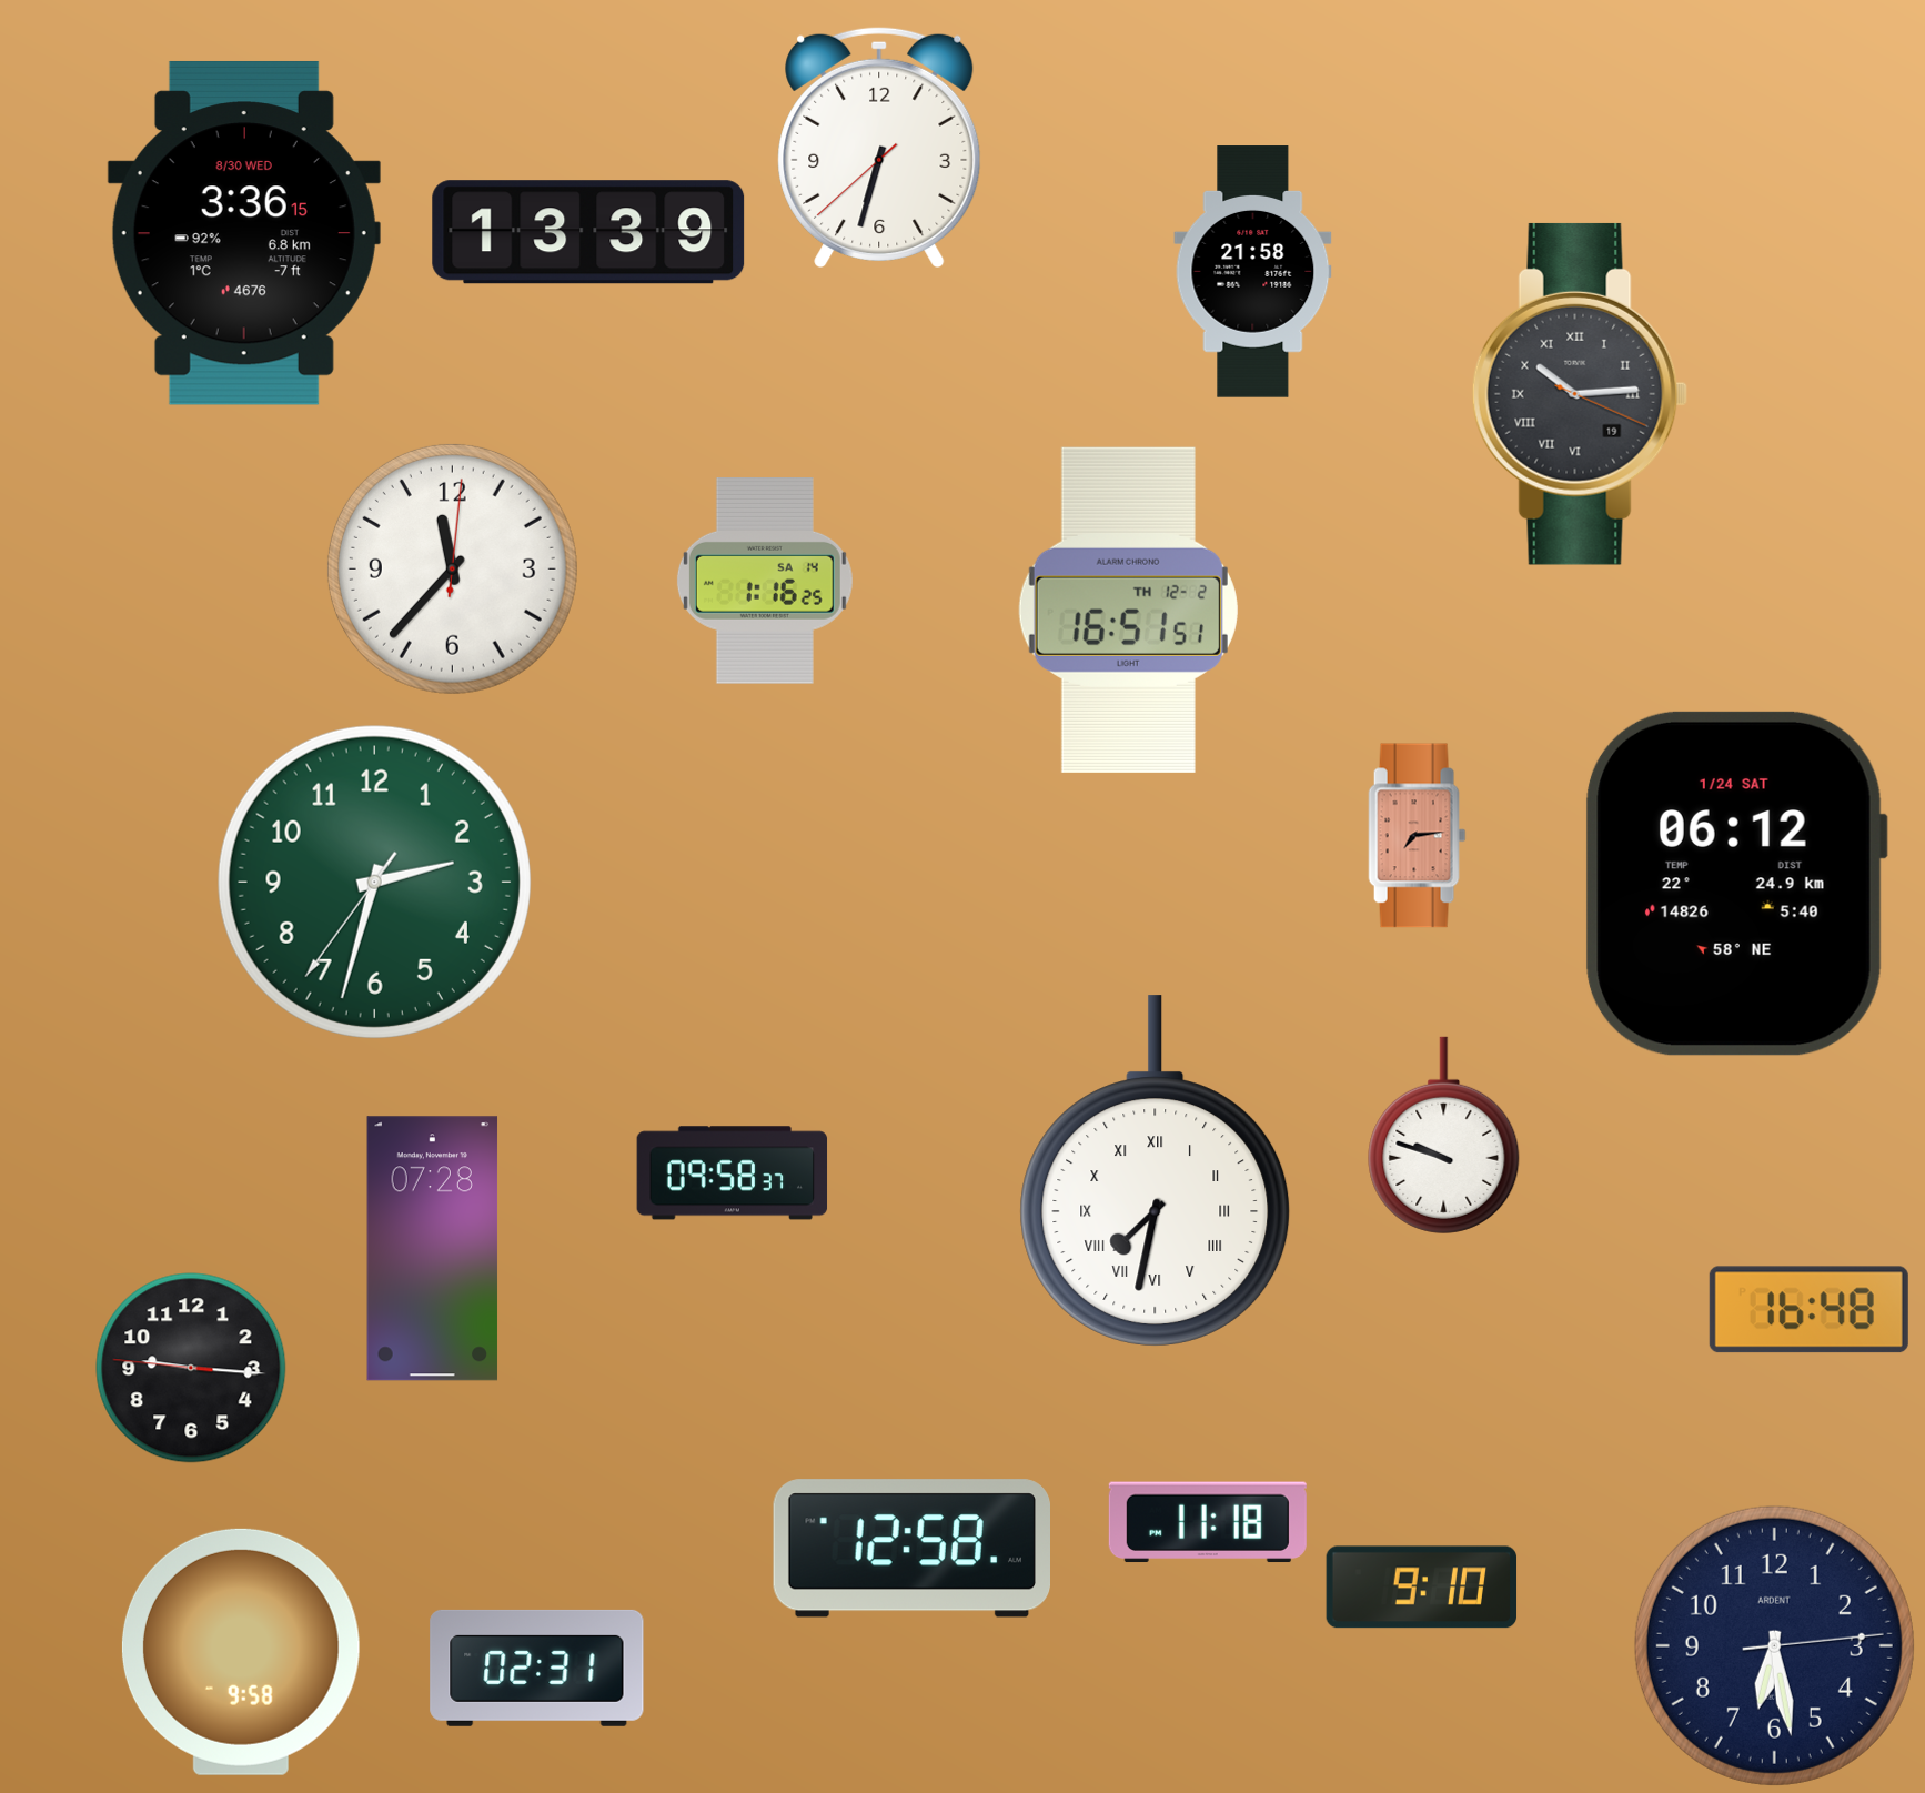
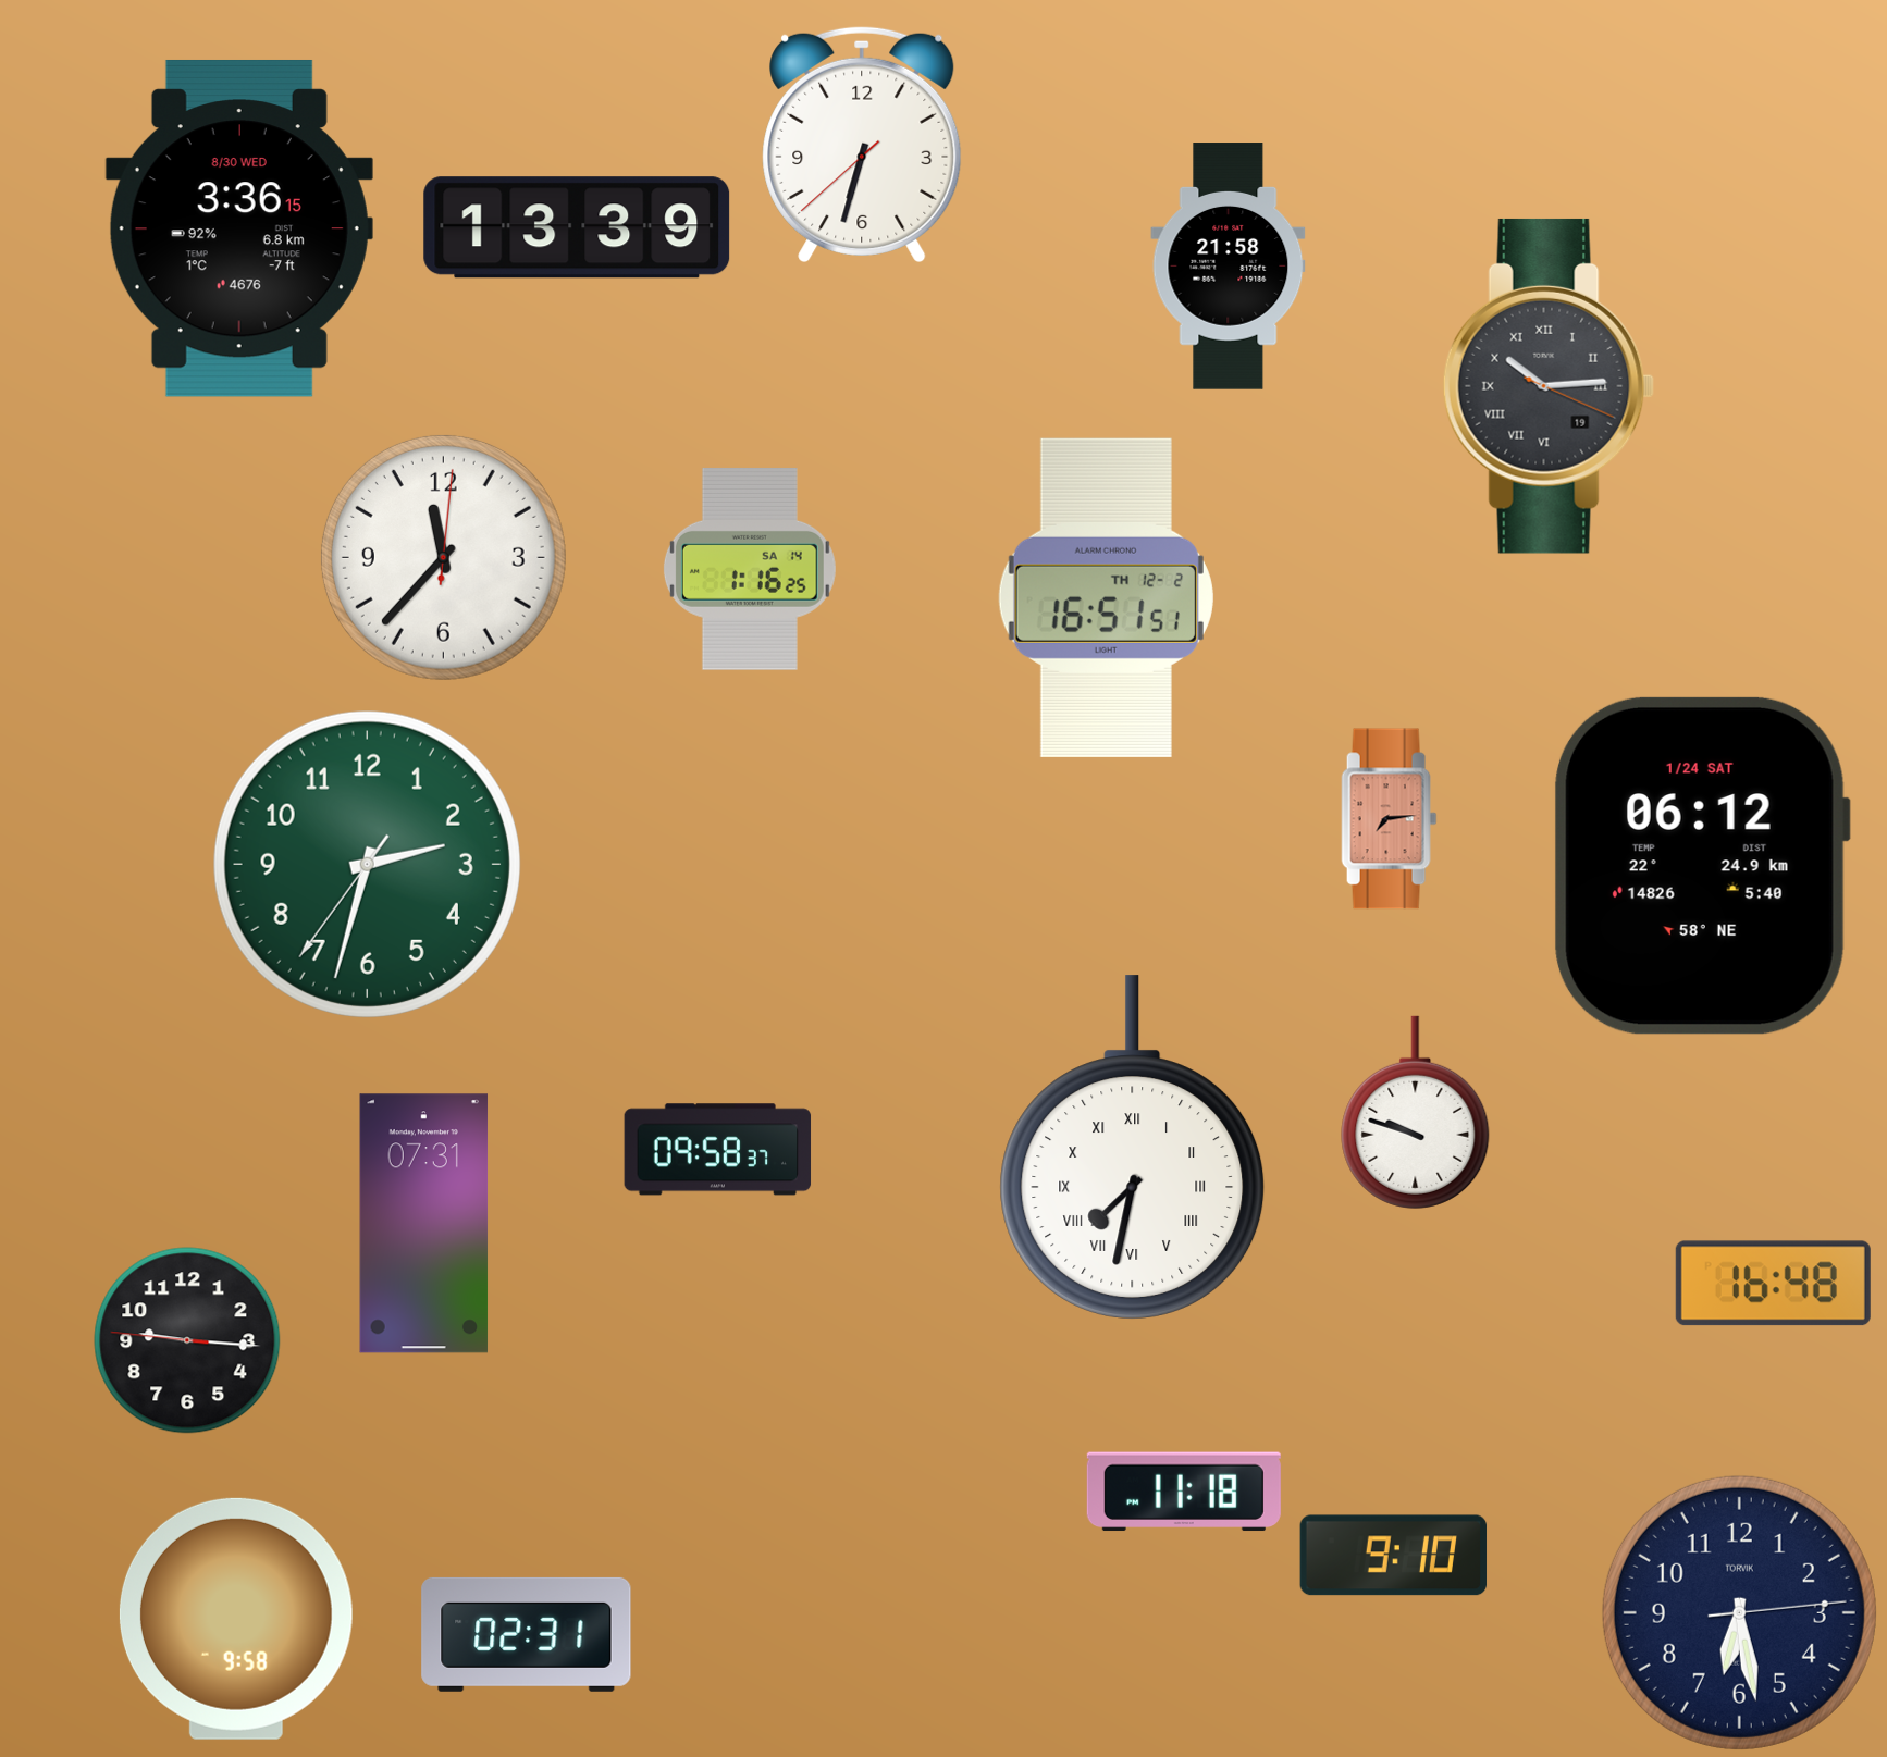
clock at (433, 1249): 07:28 -> 07:31
clock at (911, 1549): 12:58 -> none
clock at (1774, 1645) brand: ARDENT -> TORVIK
